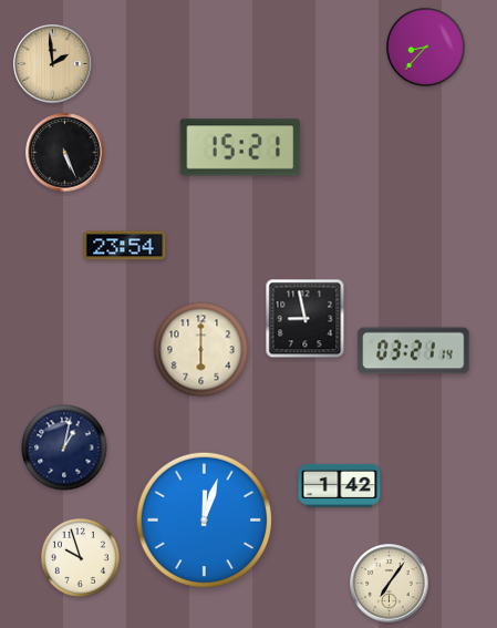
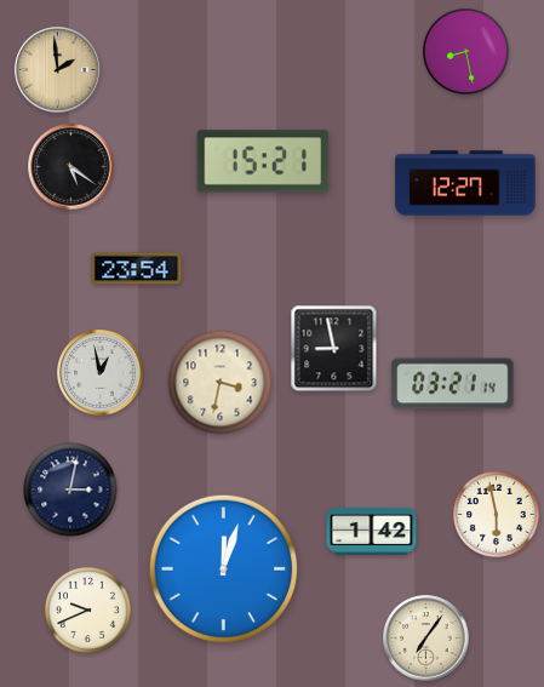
clock at (425, 47): 8:37 -> 8:28
clock at (65, 153): 5:26 -> 5:21
clock at (465, 183): none -> 12:27
clock at (101, 373): none -> 12:58
clock at (201, 350): 6:00 -> 3:32
clock at (64, 447): 1:02 -> 3:02
clock at (496, 514): none -> 5:58
clock at (80, 557): 9:57 -> 9:41
